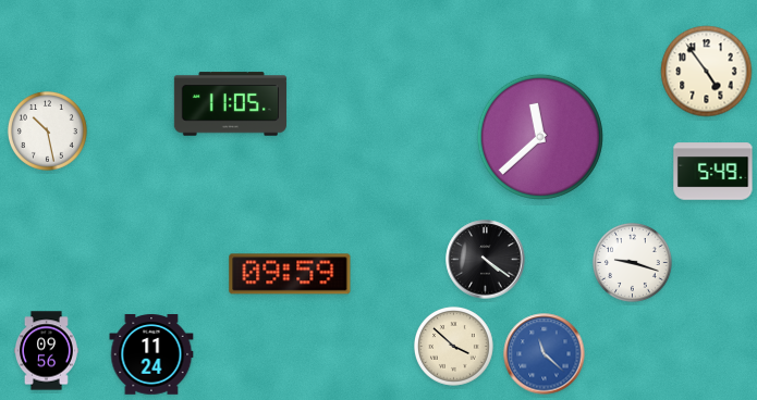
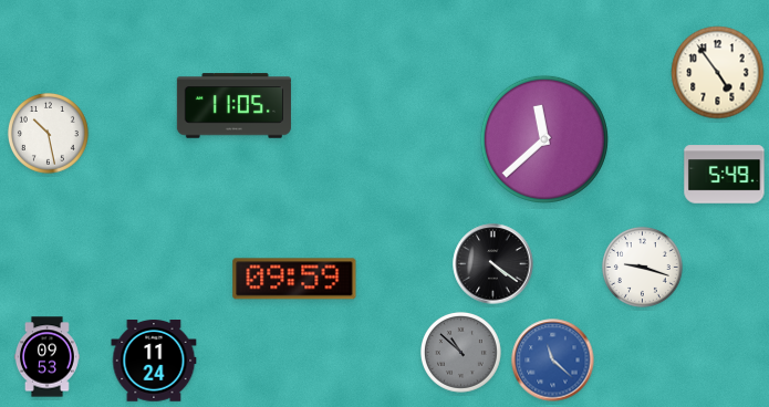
clock at (540, 137) position: (540, 137) -> (544, 139)
clock at (453, 346): 3:52 -> 10:52
clock at (453, 346) dial: cream -> grey
clock at (46, 351): 09:56 -> 09:53
